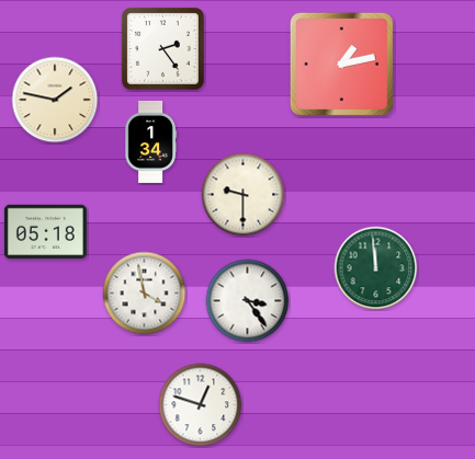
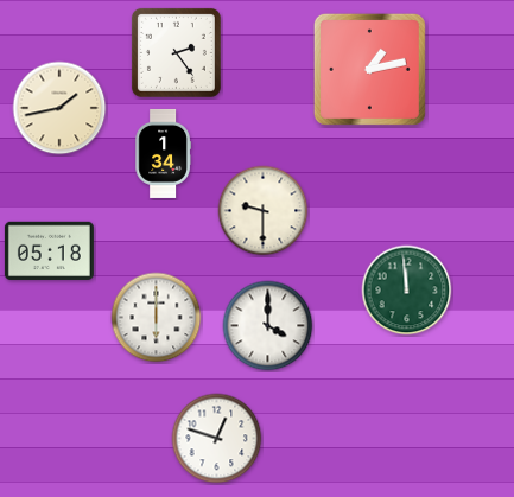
clock at (55, 100): 1:47 -> 1:43
clock at (145, 294): 3:58 -> 6:00
clock at (248, 301): 3:24 -> 4:00
